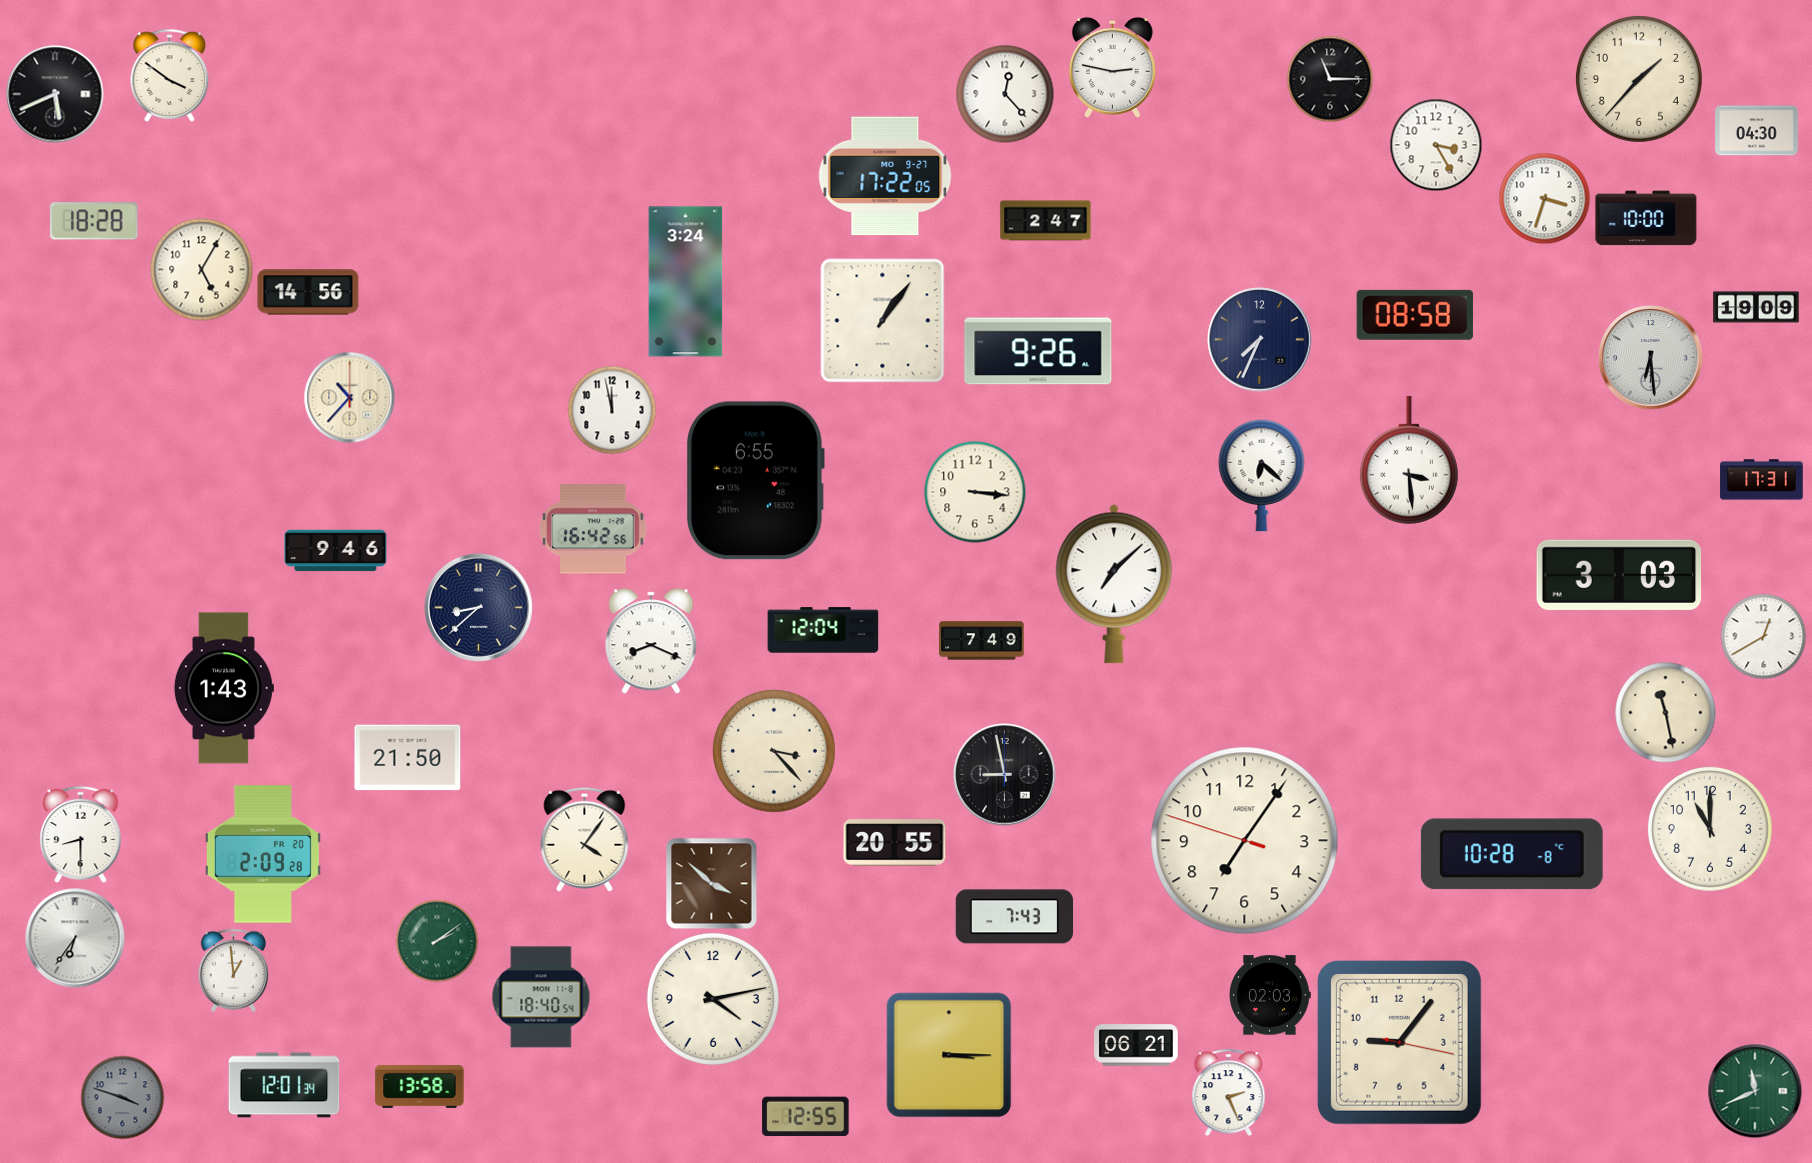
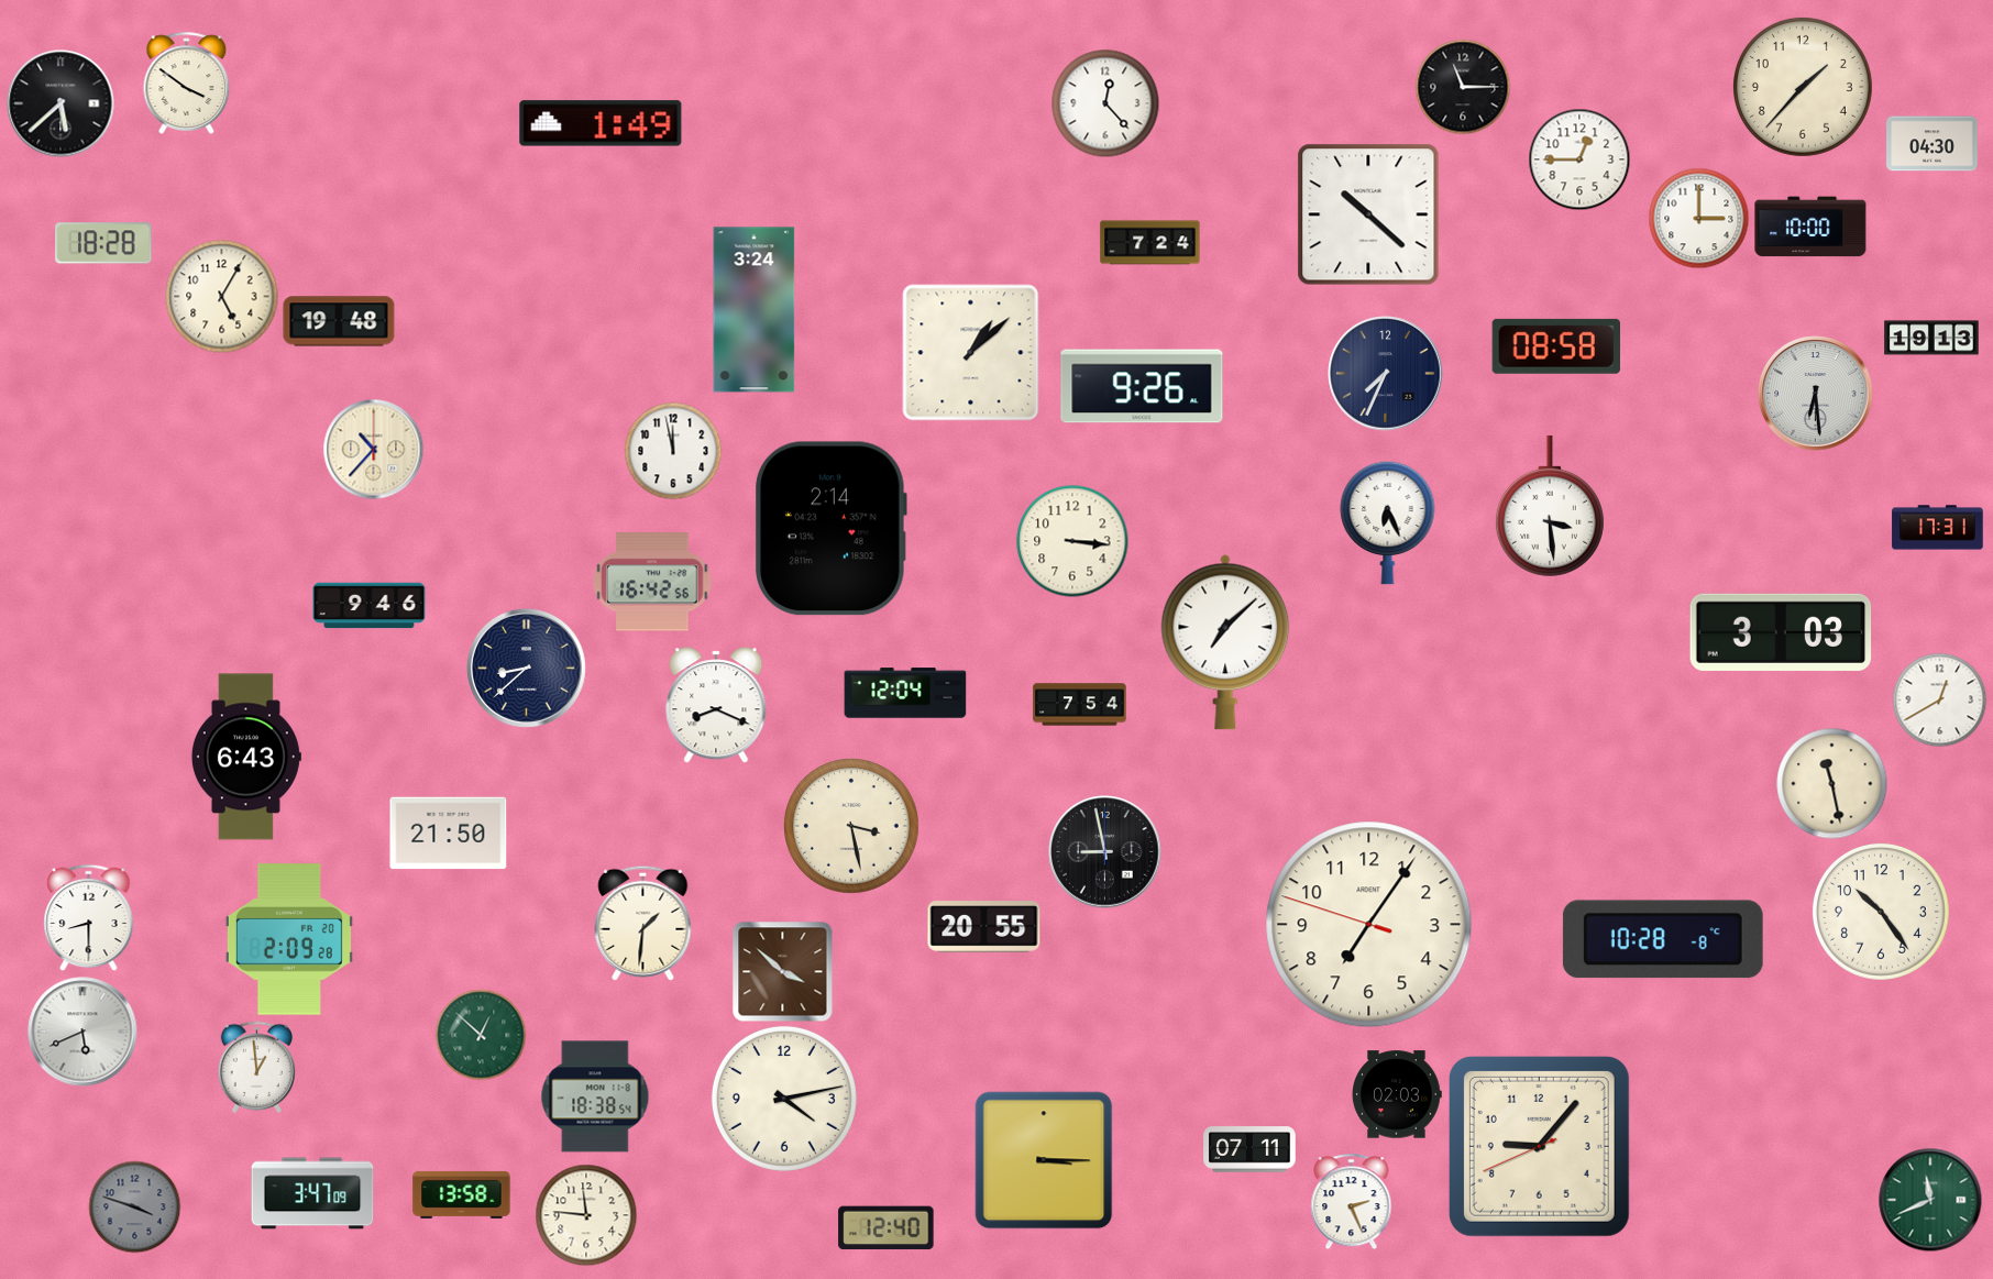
clock at (1112, 67): 2:47 -> none
clock at (55, 94): 5:41 -> 5:38
clock at (601, 123): none -> 1:49
clock at (1436, 145): 3:25 -> 12:45
clock at (885, 176): 17:22 -> none
clock at (1368, 214): none -> 10:22
clock at (1544, 198): 3:33 -> 3:00
clock at (1646, 218) position: (1646, 218) -> (1810, 227)
clock at (1046, 221): 2:47 -> 7:24
clock at (308, 292): 14:56 -> 19:48
clock at (1756, 307): 19:09 -> 19:13
clock at (883, 321): 1:06 -> 1:08
clock at (349, 397) position: (349, 397) -> (373, 449)
clock at (1262, 475): 6:22 -> 6:26
clock at (755, 481): 6:55 -> 2:14
clock at (982, 641): 7:49 -> 7:54
clock at (224, 688): 1:43 -> 6:43
clock at (775, 752): 3:23 -> 3:28
clock at (1711, 830): 11:00 -> 10:24
clock at (585, 839): 4:06 -> 1:31
clock at (1015, 917): 7:43 -> none
clock at (75, 938): 6:36 -> 5:41
clock at (437, 941): 2:09 -> 12:52
clock at (541, 997): 18:40 -> 18:38
clock at (1399, 1042): 9:06:17 -> 9:06:41
clock at (1136, 1045): 06:21 -> 07:11
clock at (284, 1085): 12:01 -> 3:47
clock at (586, 1215): none -> 11:46
clock at (806, 1117): 12:55 -> 12:40
